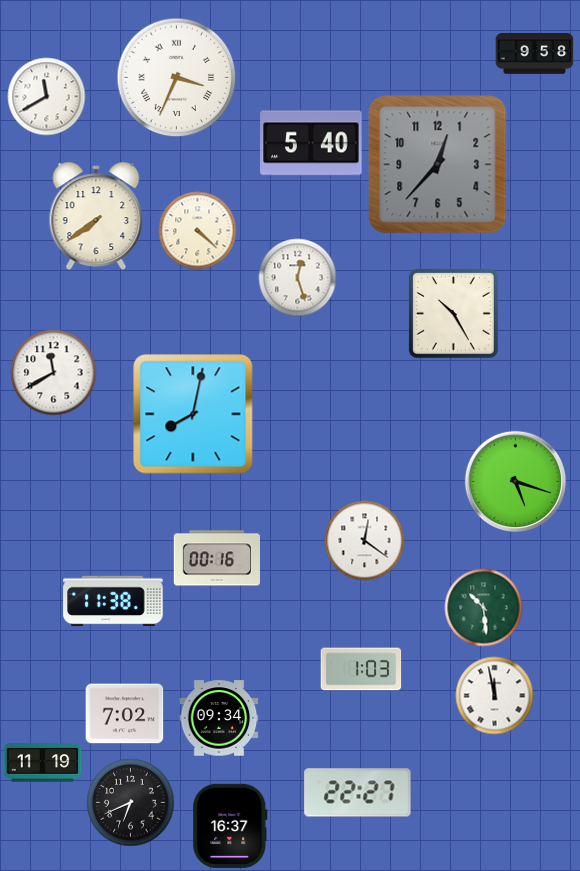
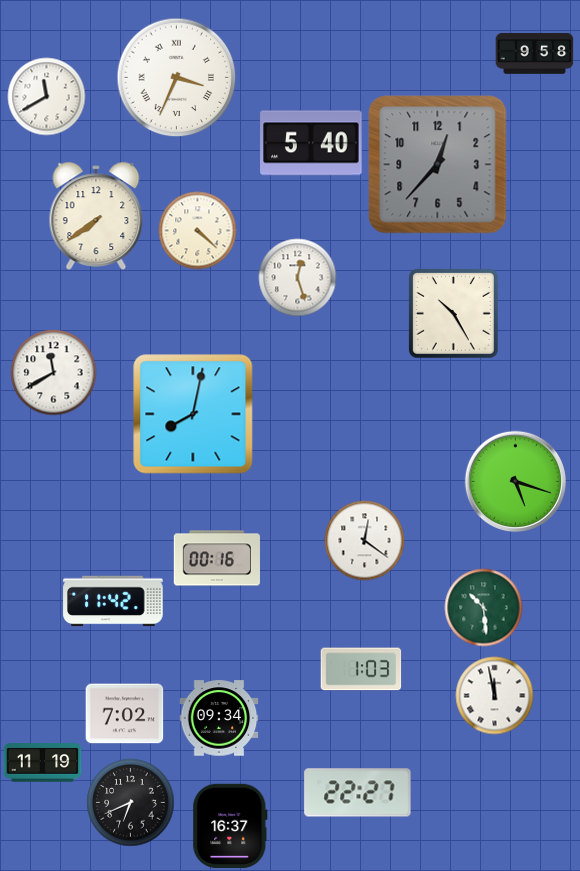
clock at (113, 601): 11:38 -> 11:42
